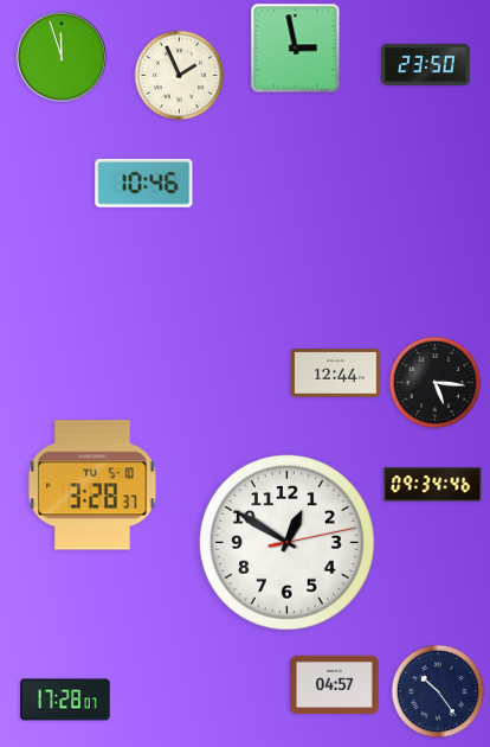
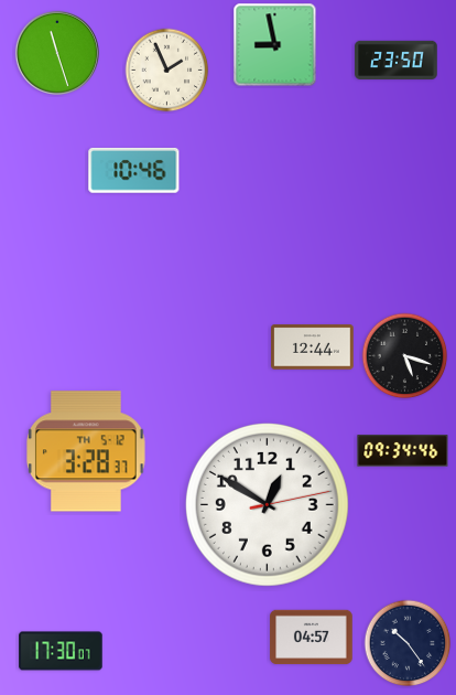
clock at (296, 49): 2:58 -> 8:58
clock at (62, 57): 11:57 -> 11:27
clock at (436, 383): 5:16 -> 5:18
clock at (94, 485) date: TU 5-10 -> TH 5-12
clock at (65, 700): 17:28 -> 17:30
